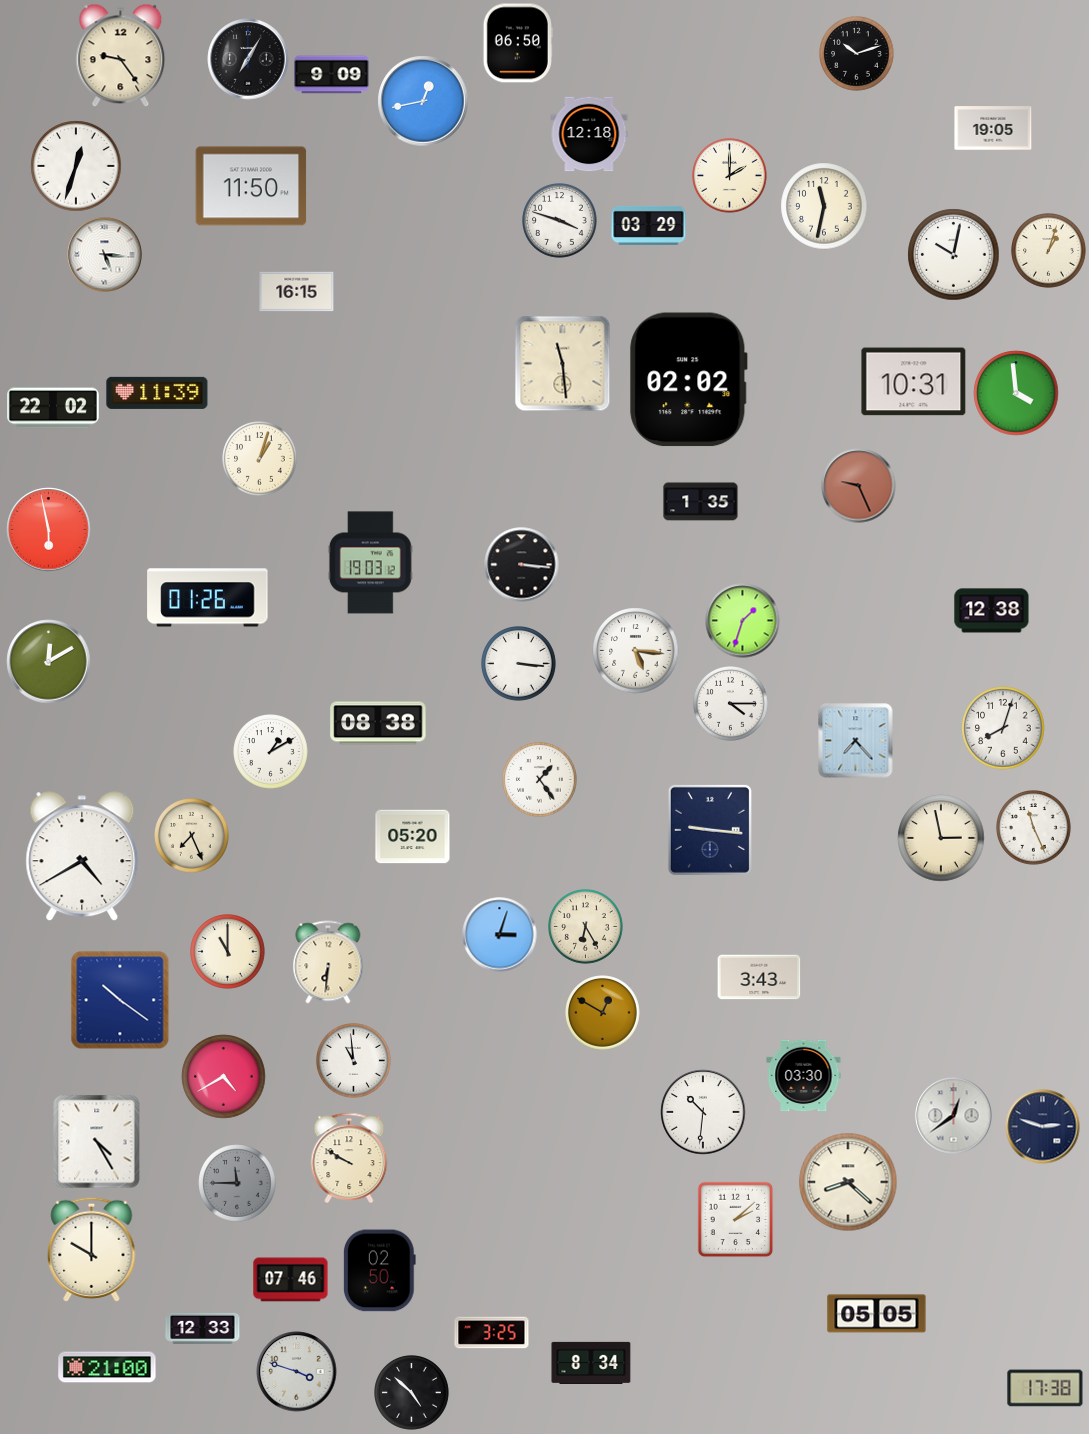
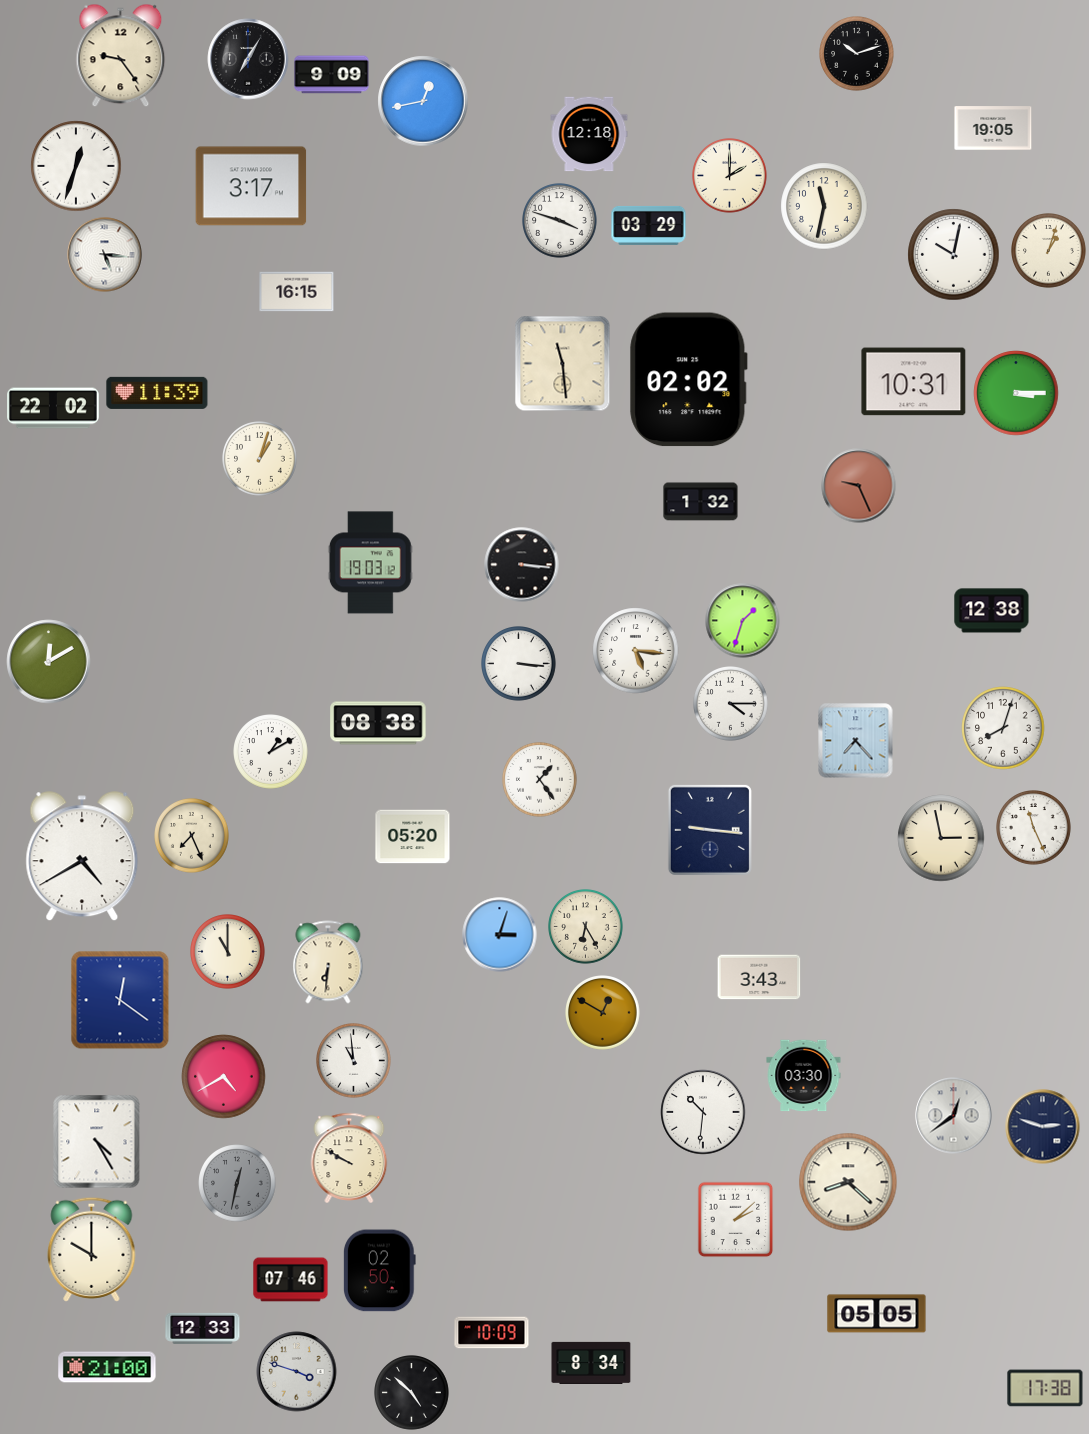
clock at (518, 43): 06:50 -> none
clock at (251, 186): 11:50 -> 3:17
clock at (1016, 393): 3:59 -> 3:15
clock at (701, 502): 1:35 -> 1:32
clock at (49, 530): 5:58 -> none
clock at (208, 598): 01:26 -> none
clock at (120, 1000): 10:21 -> 12:21
clock at (237, 1183): 11:45 -> 12:32
clock at (492, 1333): 3:25 -> 10:09
